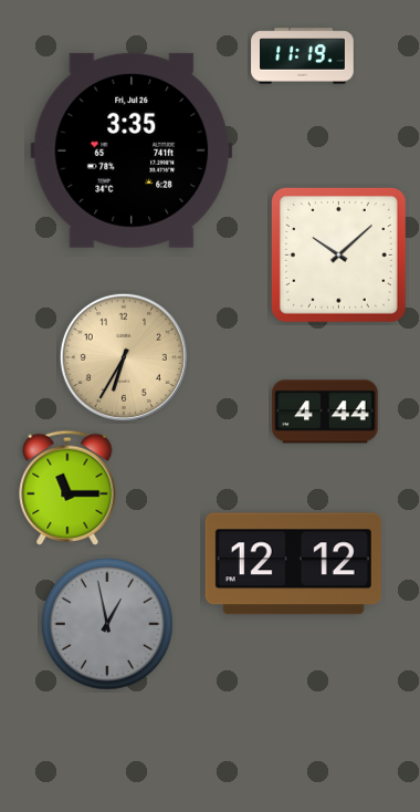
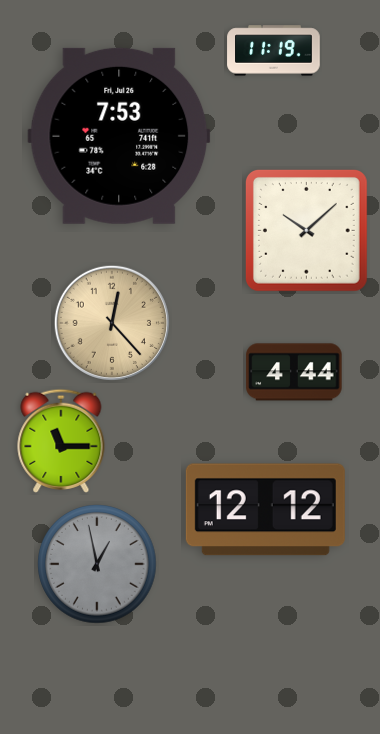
clock at (132, 150): 3:35 -> 7:53
clock at (124, 357): 6:35 -> 12:23
